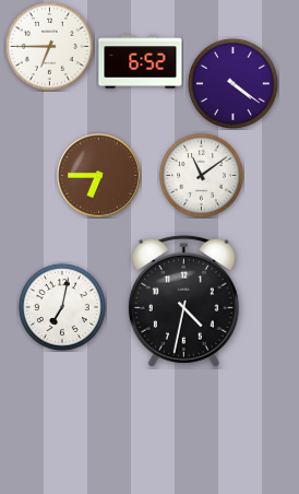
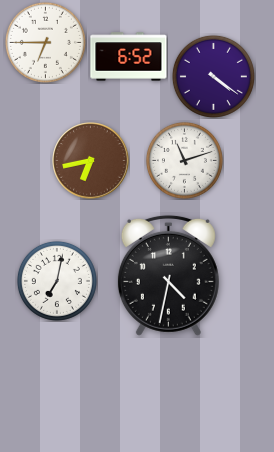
clock at (201, 175): 11:09 -> 11:12
clock at (99, 176): 6:45 -> 6:43
